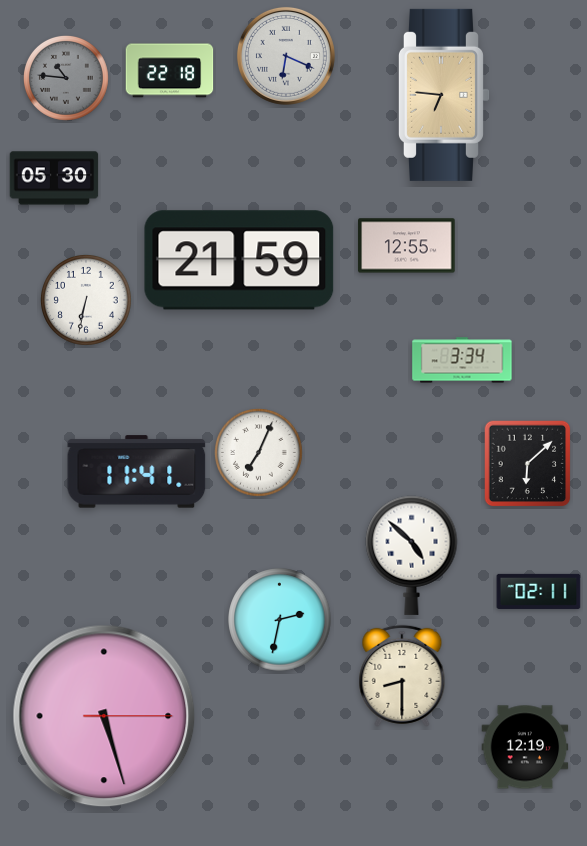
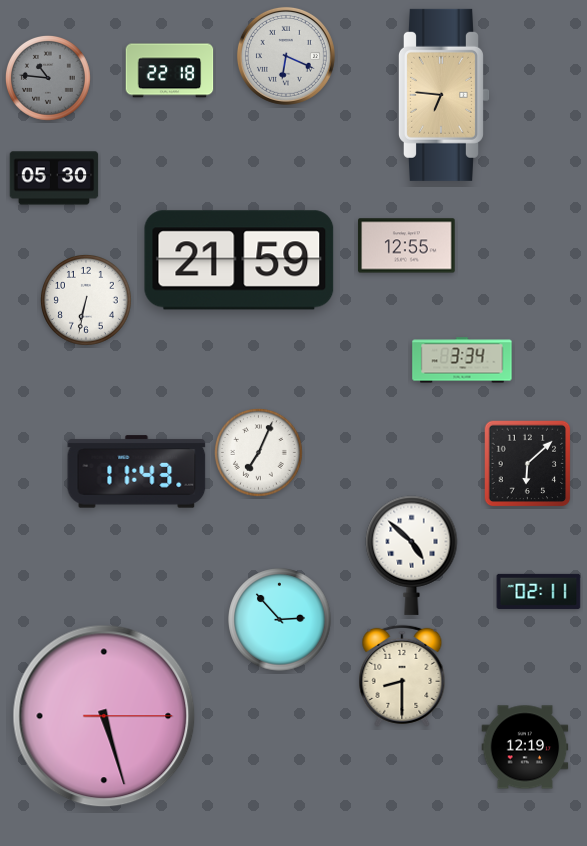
clock at (66, 78) position: (66, 78) -> (48, 78)
clock at (137, 472): 11:41 -> 11:43
clock at (280, 620): 2:32 -> 2:53
